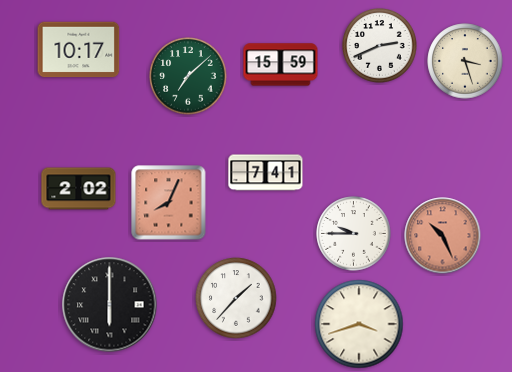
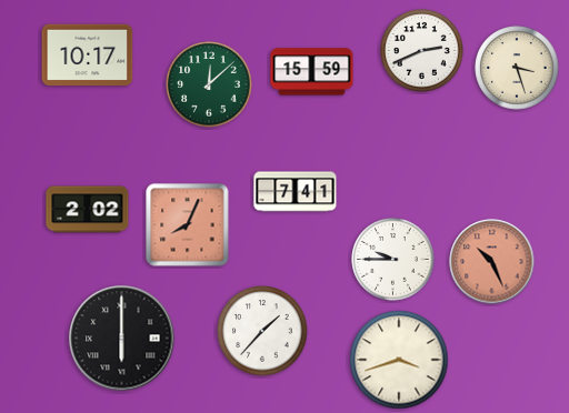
clock at (188, 76): 7:08 -> 12:08
